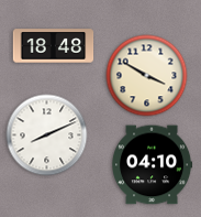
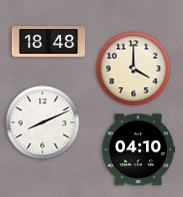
clock at (147, 76): 3:50 -> 4:00
